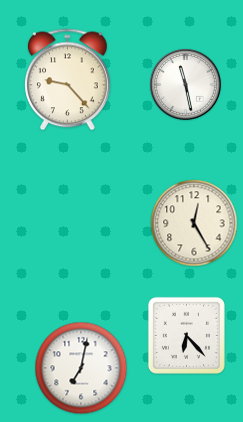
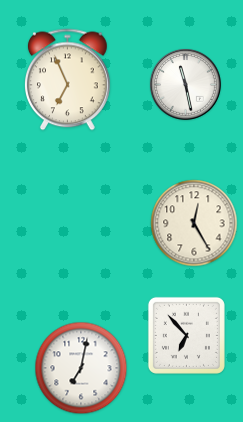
clock at (68, 80): 9:23 -> 6:56
clock at (186, 335): 6:23 -> 6:53
